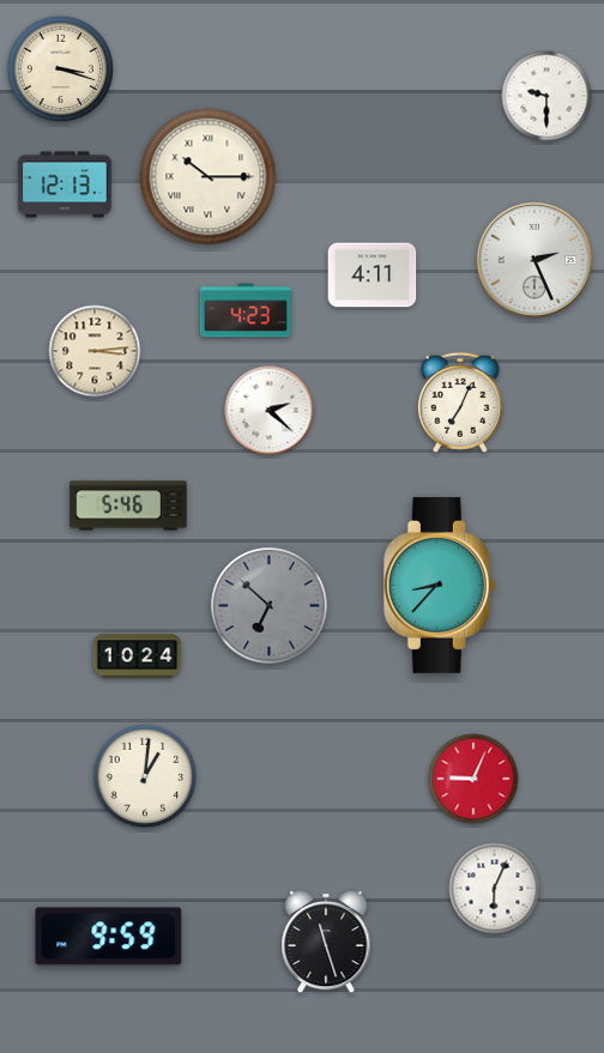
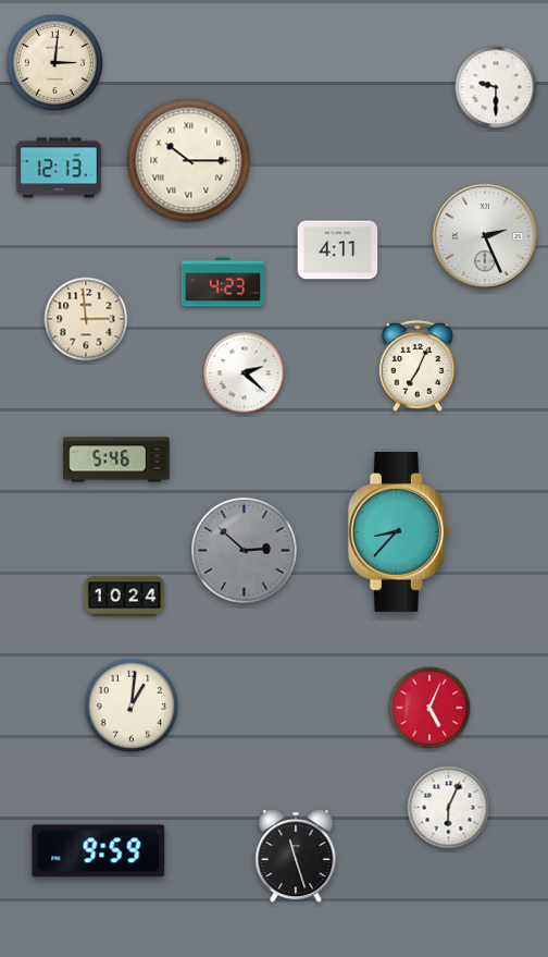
clock at (61, 69): 3:18 -> 3:01
clock at (95, 351): 3:14 -> 2:59
clock at (270, 606): 6:52 -> 2:52
clock at (473, 779): 9:04 -> 5:04
